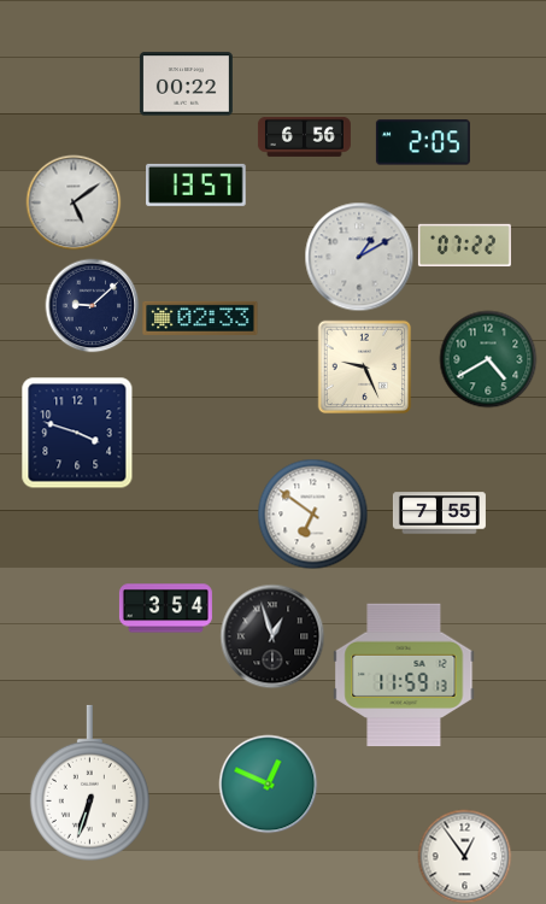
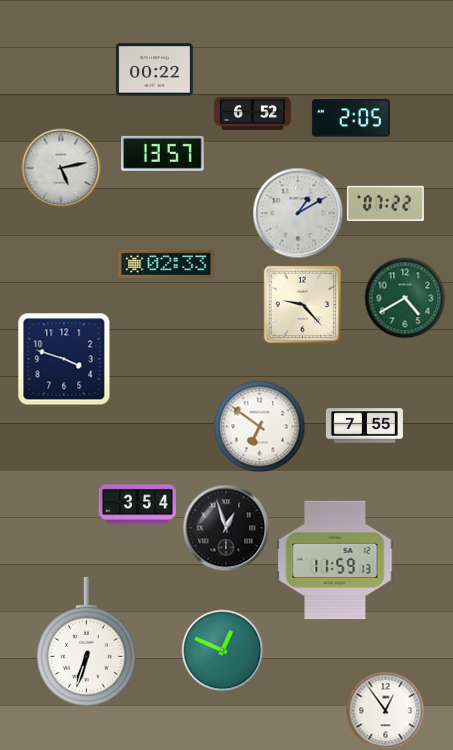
clock at (304, 136): 6:56 -> 6:52
clock at (74, 202): 5:09 -> 5:13
clock at (92, 305): 9:08 -> none
clock at (364, 366): 9:26 -> 9:23
clock at (89, 782) position: (89, 782) -> (86, 641)
